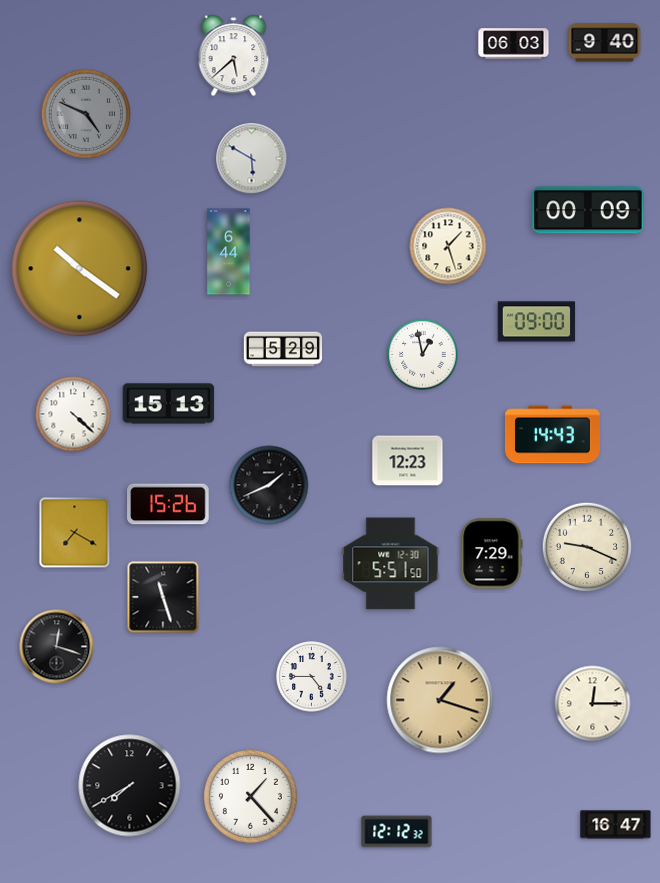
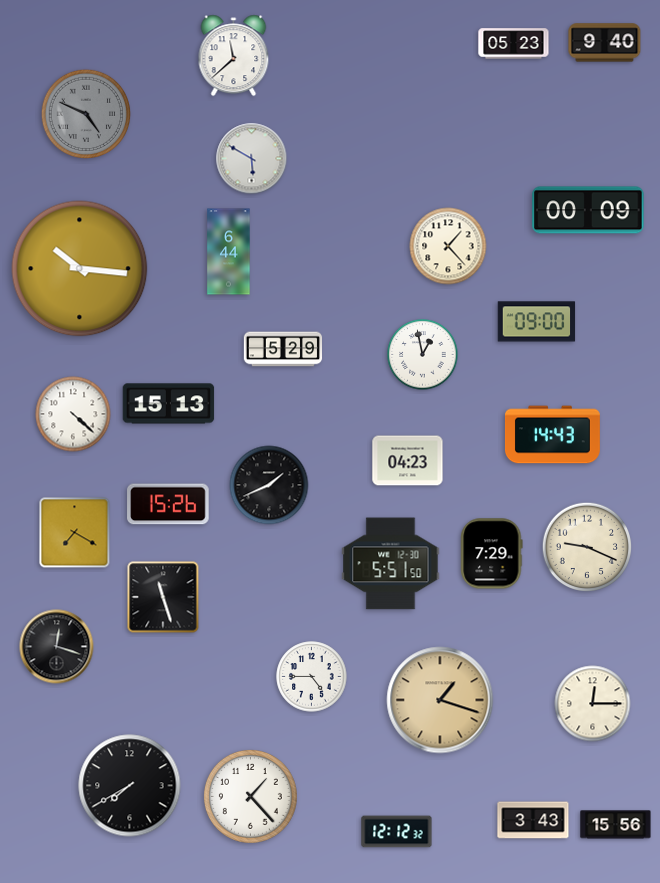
clock at (514, 44): 06:03 -> 05:23
clock at (234, 56): 5:38 -> 11:38
clock at (448, 246): 1:27 -> 1:23
clock at (80, 269): 10:21 -> 10:16
clock at (408, 461): 12:23 -> 04:23
clock at (533, 820): none -> 3:43
clock at (616, 825): 16:47 -> 15:56
